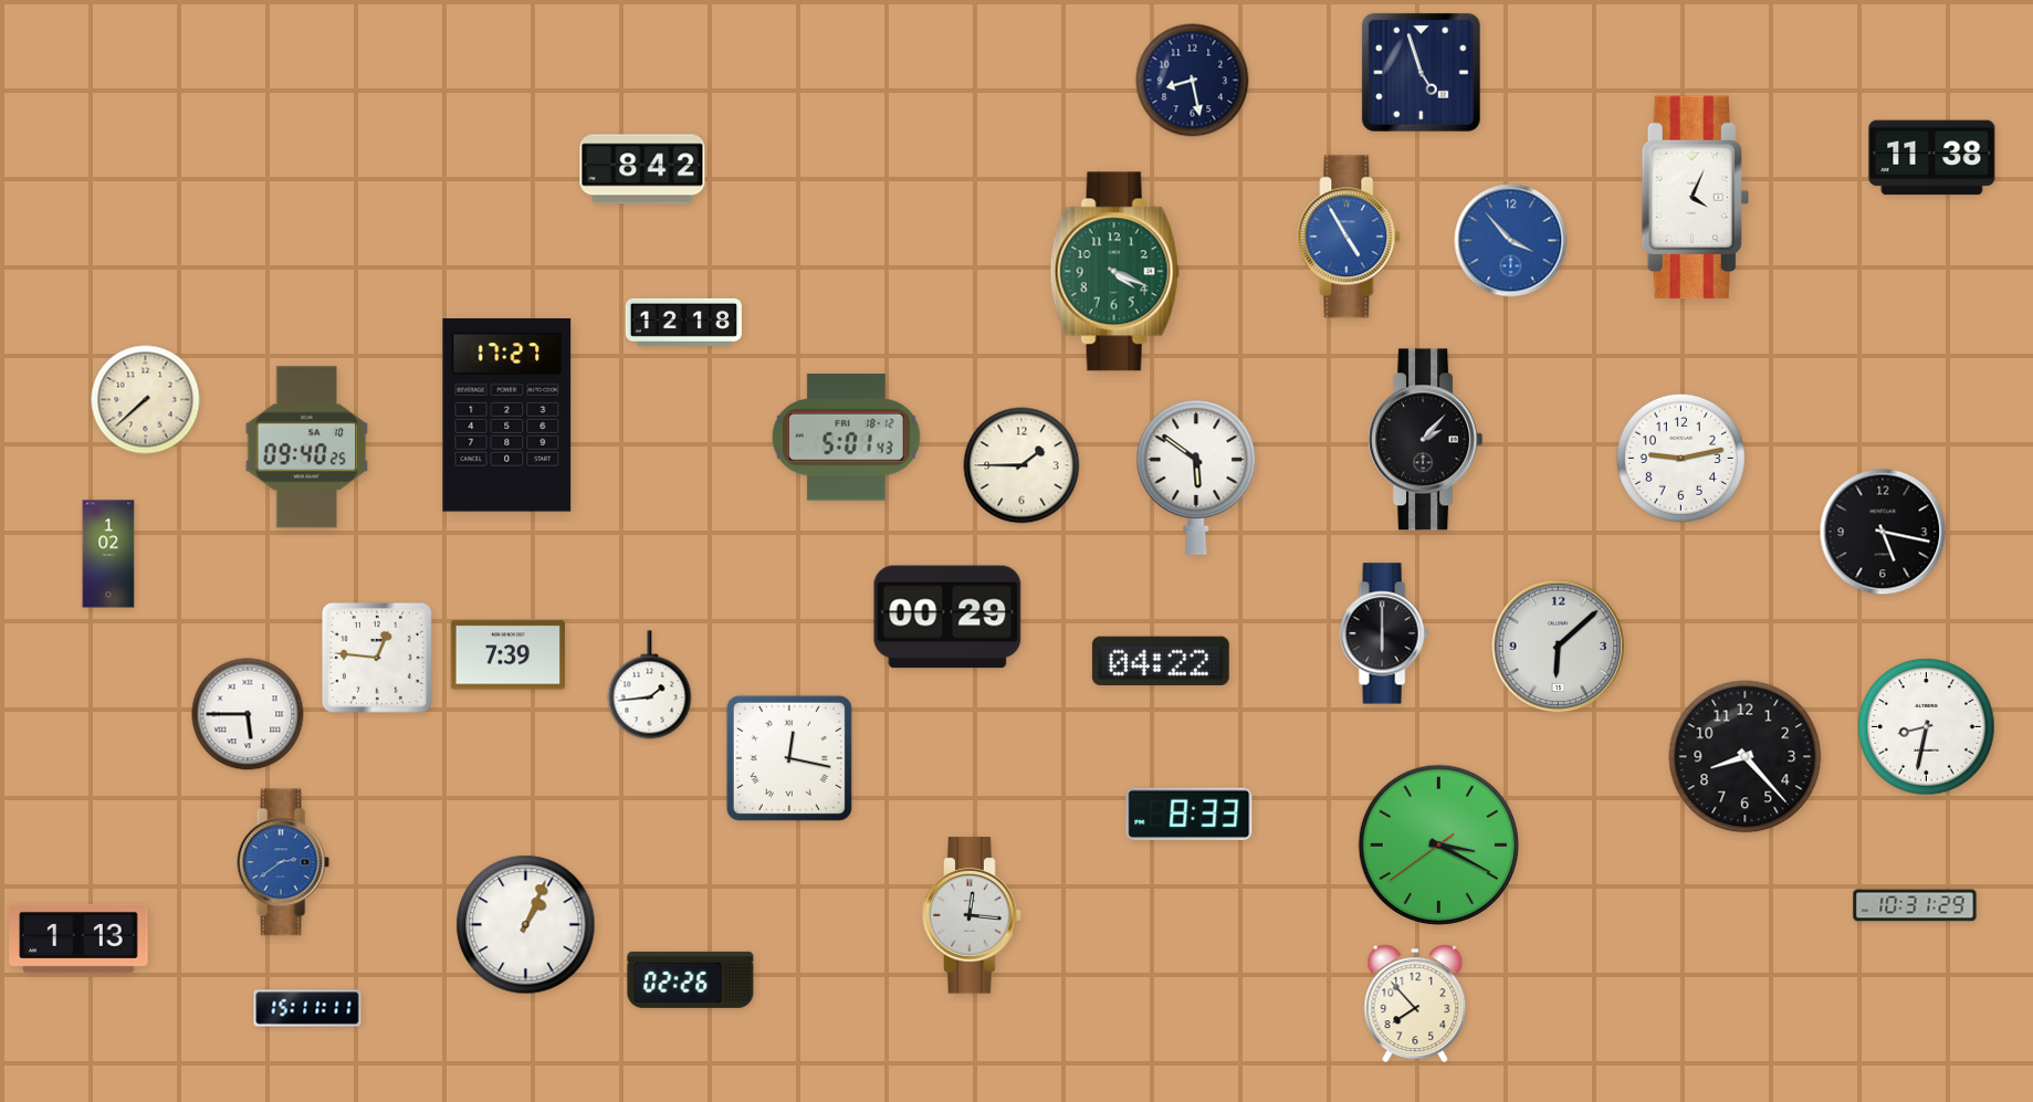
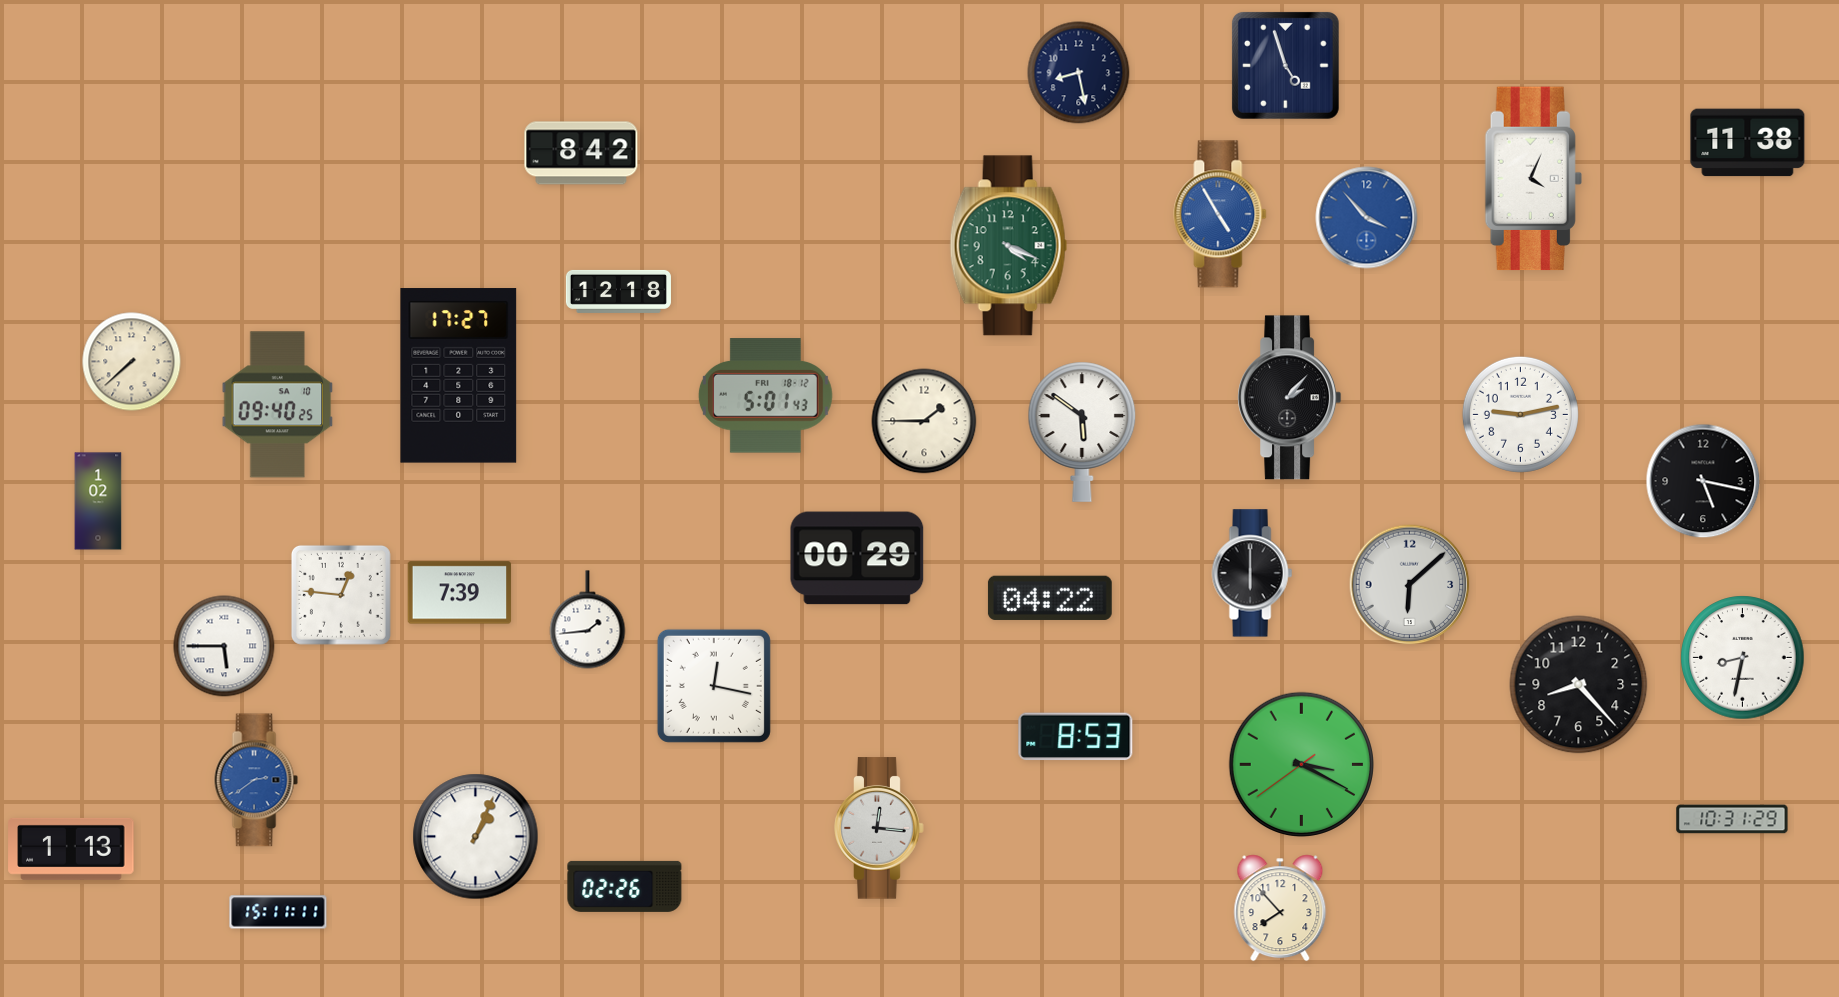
clock at (1190, 815): 8:33 -> 8:53
